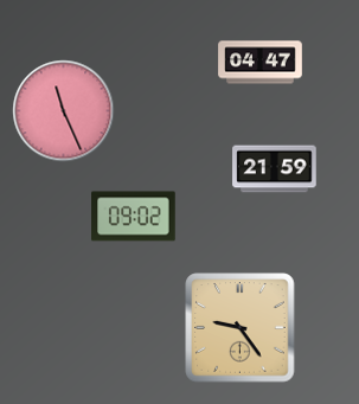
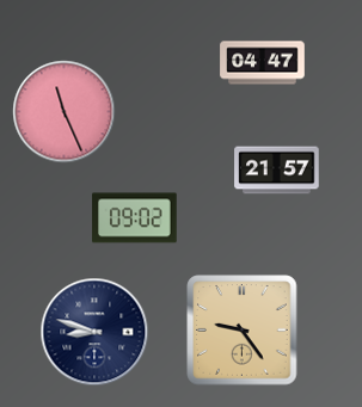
clock at (275, 169): 21:59 -> 21:57
clock at (94, 332): none -> 8:48
